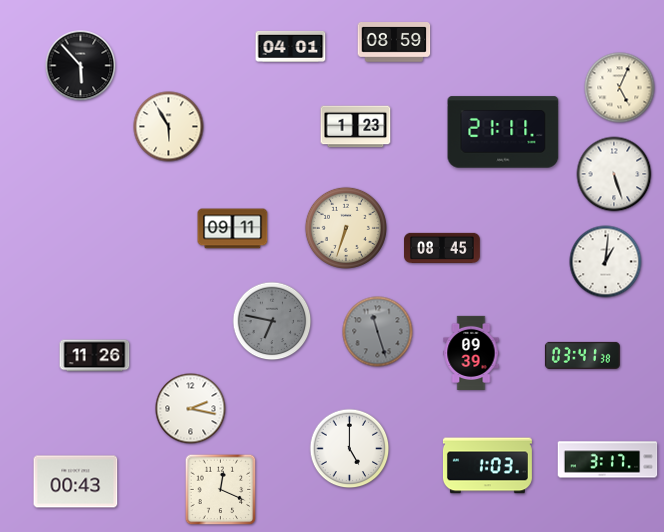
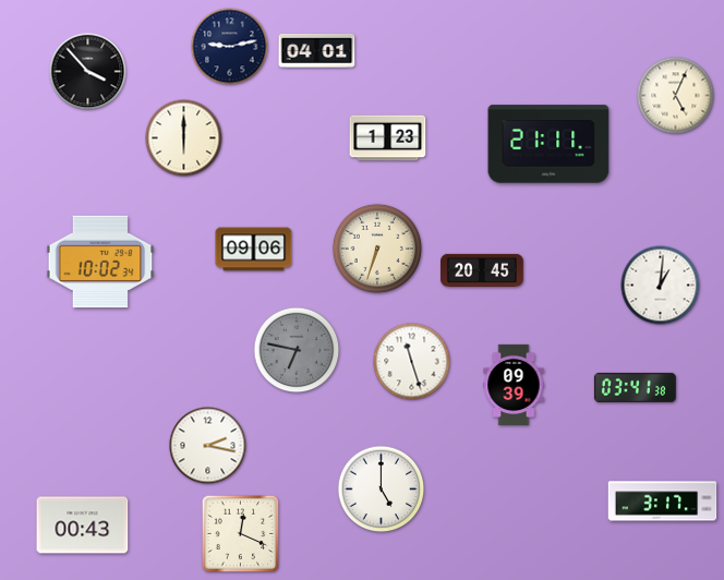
clock at (230, 47): none -> 9:13
clock at (394, 43): 08:59 -> none
clock at (81, 66): 5:53 -> 3:53
clock at (169, 127): 5:55 -> 6:00
clock at (614, 174): 5:27 -> none
clock at (233, 229): 09:11 -> 09:06
clock at (100, 262): none -> 10:02
clock at (443, 248): 08:45 -> 20:45
clock at (378, 332) dial: grey -> white
clock at (95, 356): 11:26 -> none
clock at (487, 466): 1:03 -> none
